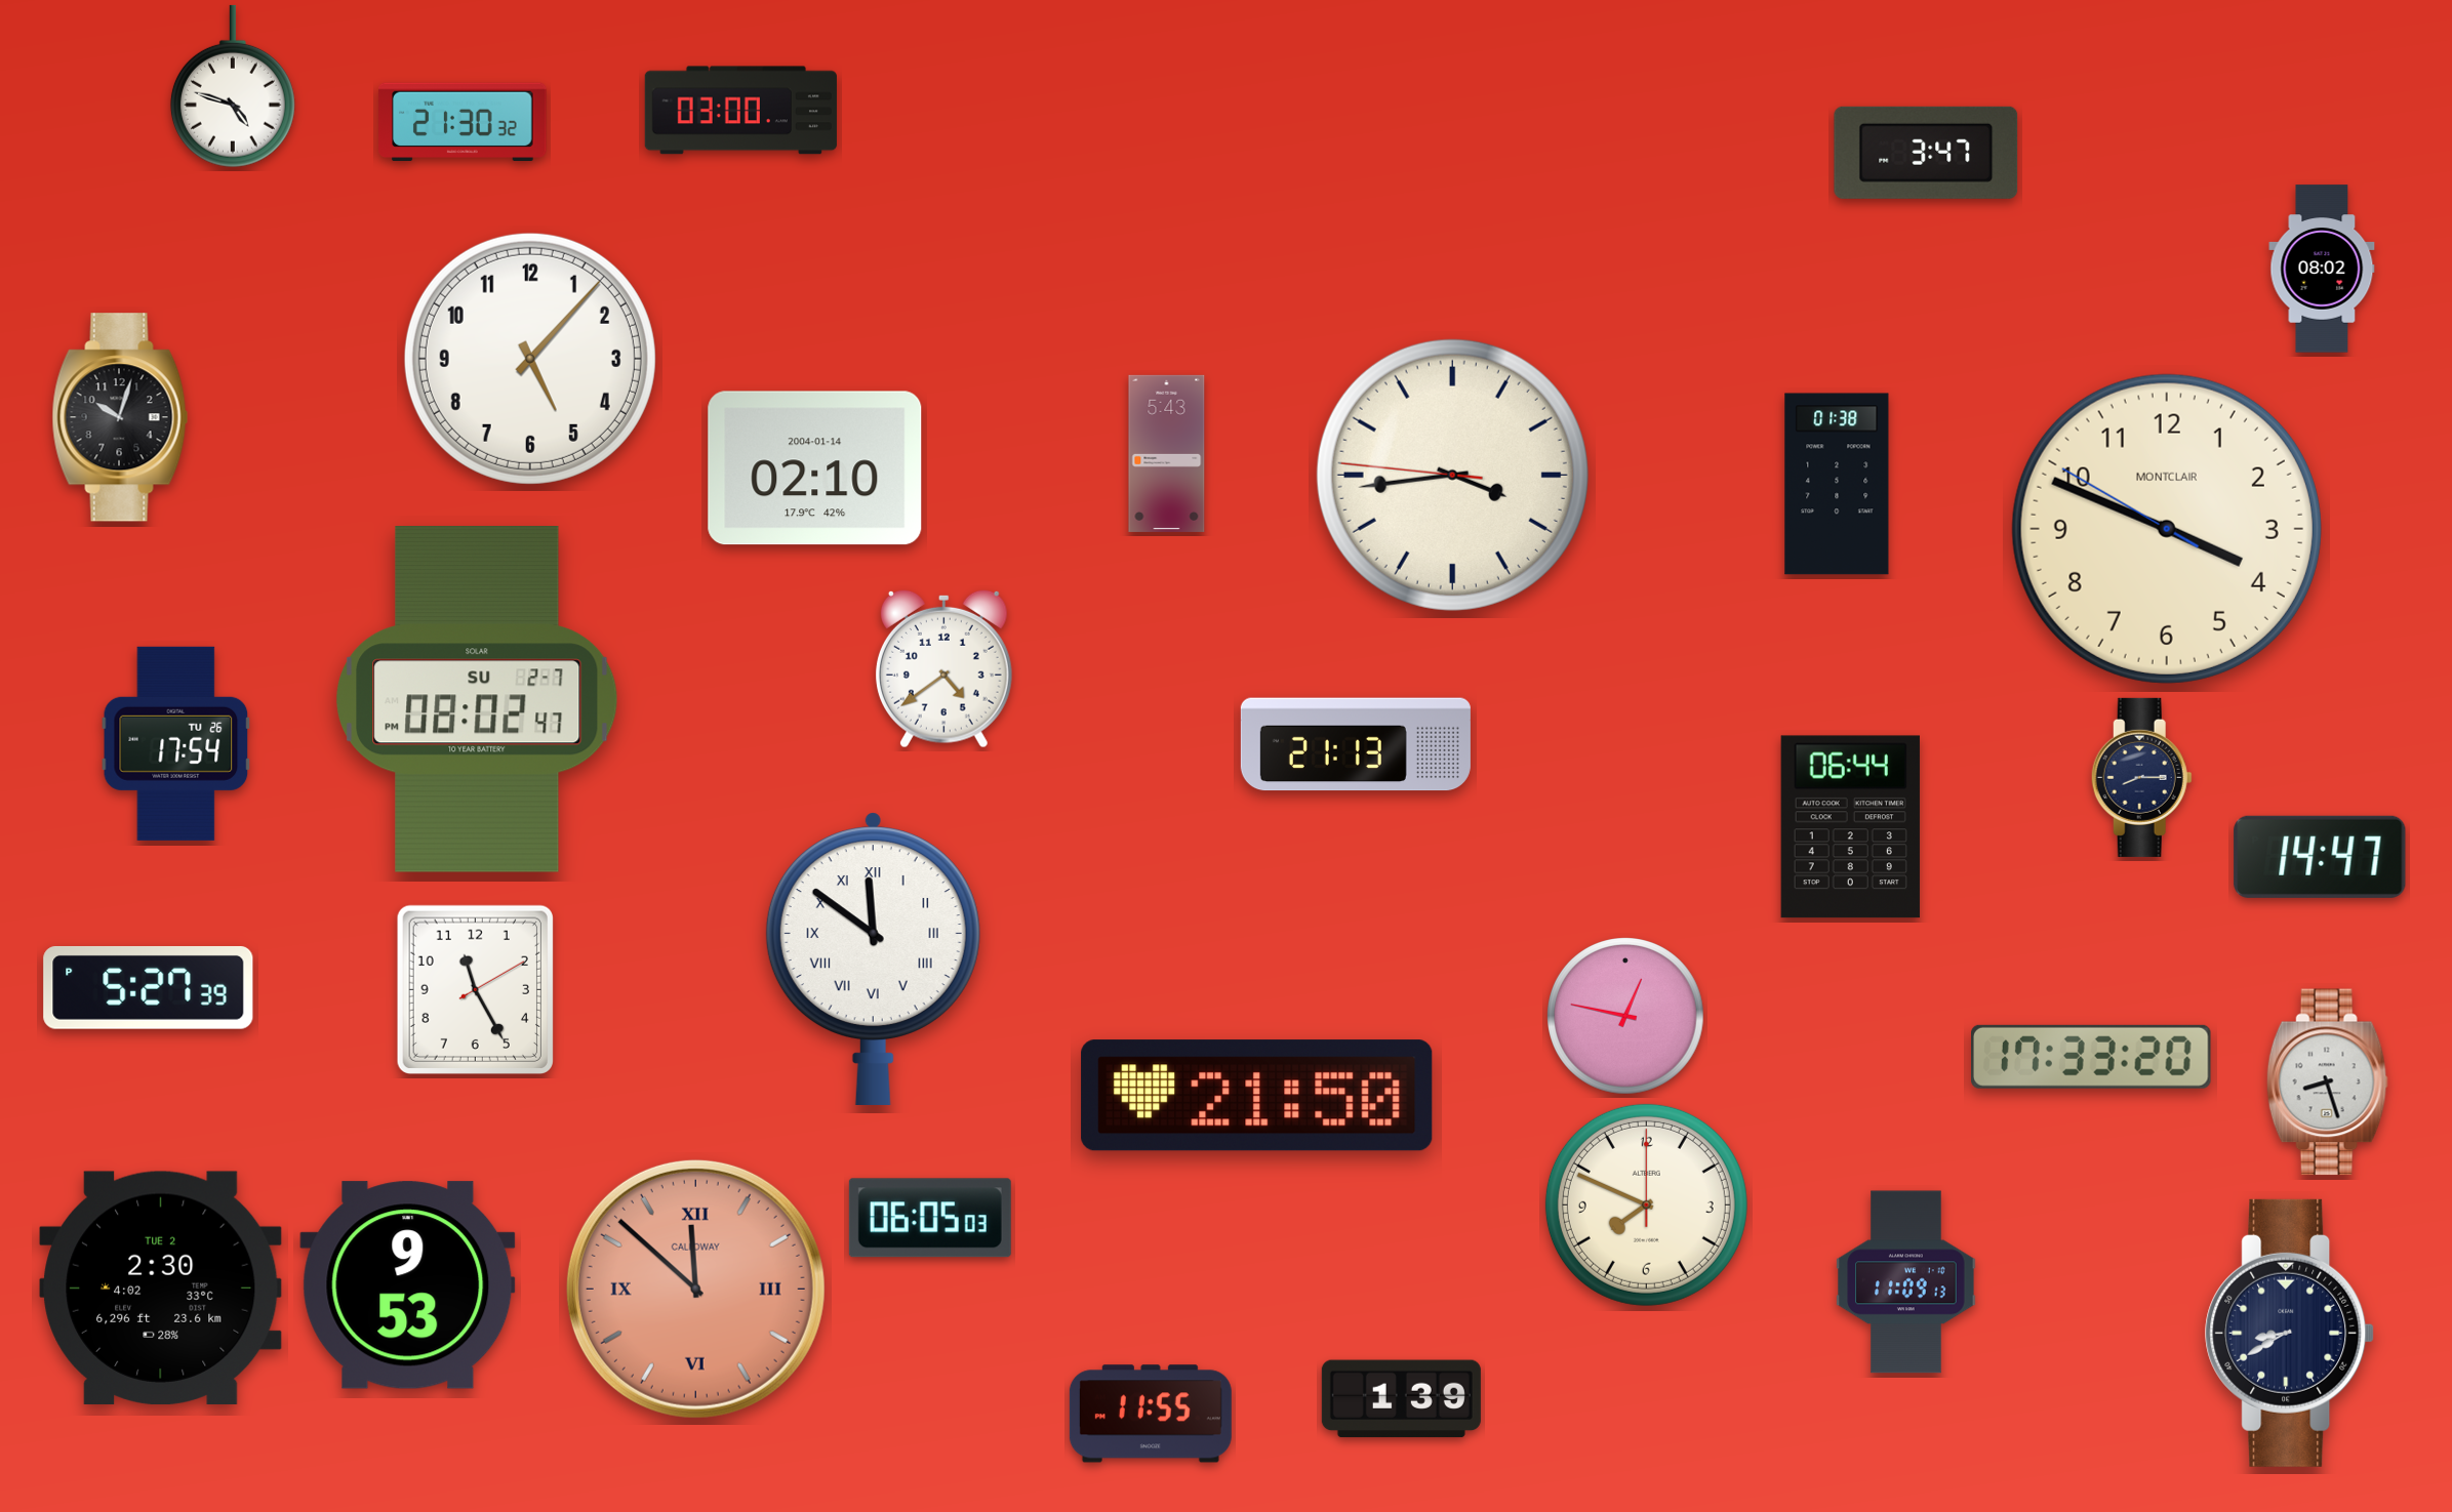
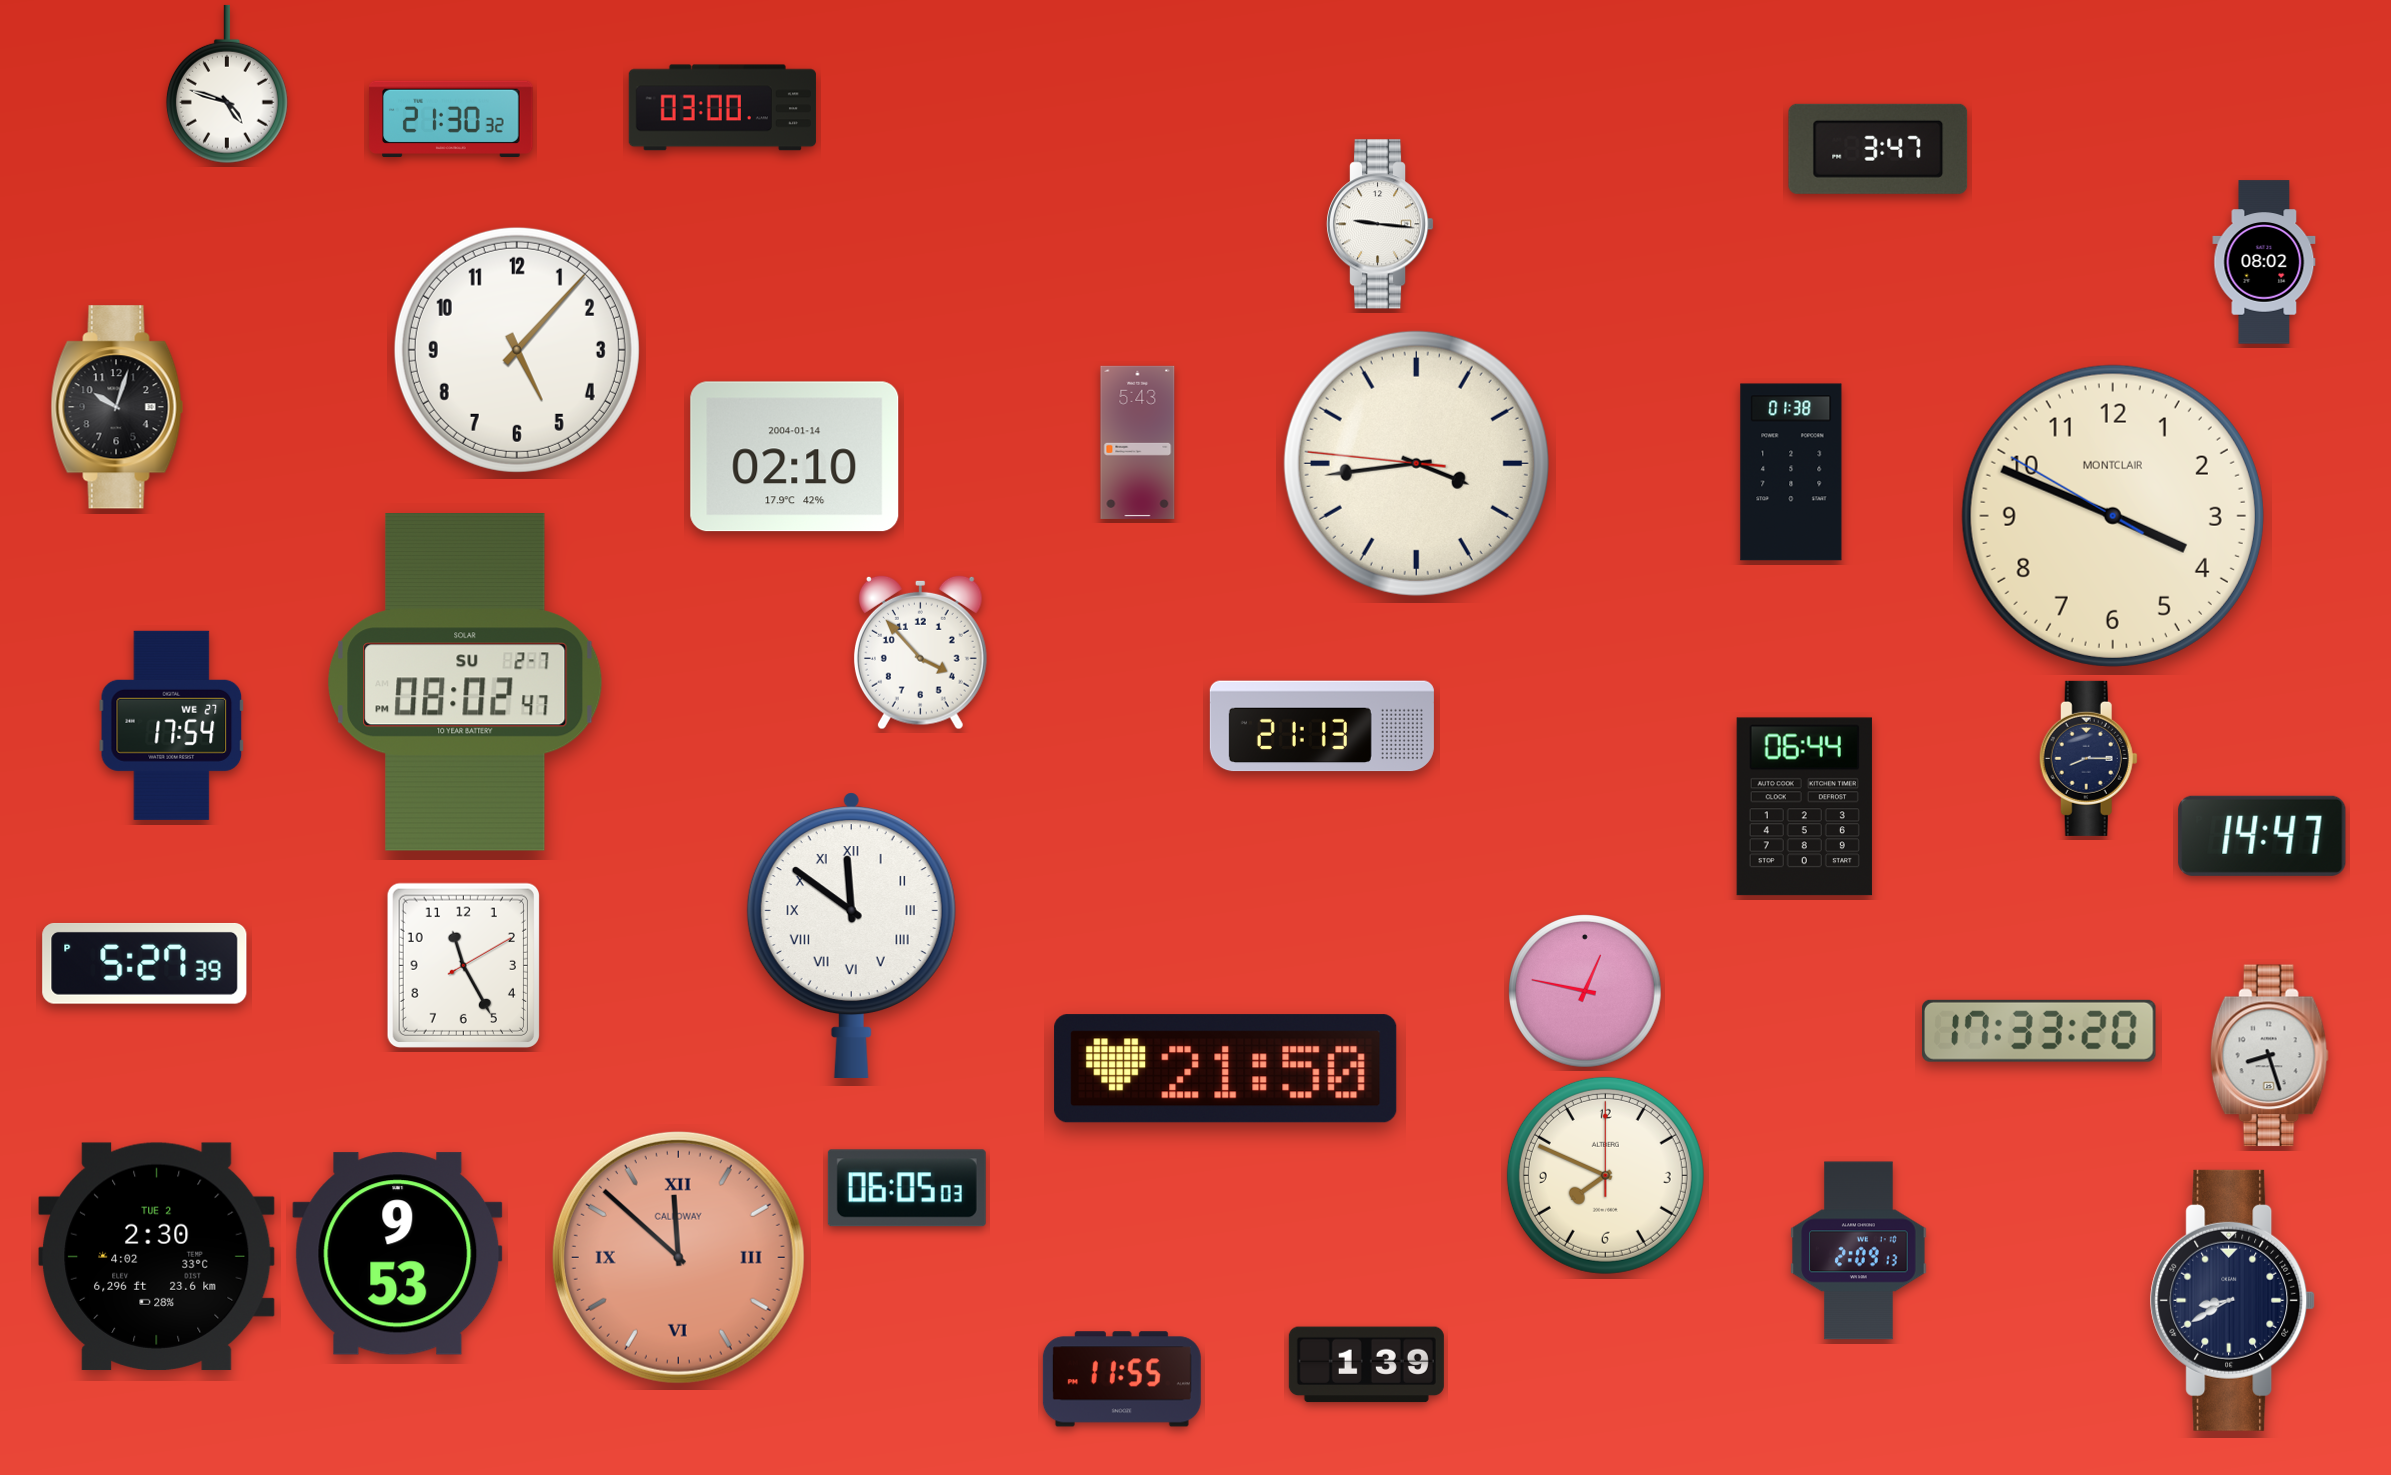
clock at (1380, 224): none -> 9:16
clock at (943, 668): 4:39 -> 3:53
clock at (176, 743) date: TU 26 -> WE 27
clock at (1906, 1282): 11:09 -> 2:09
